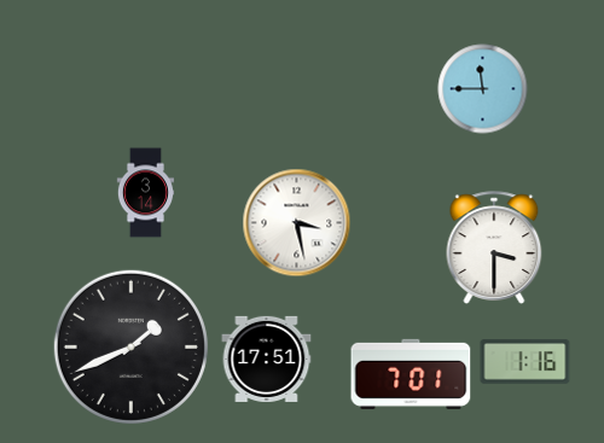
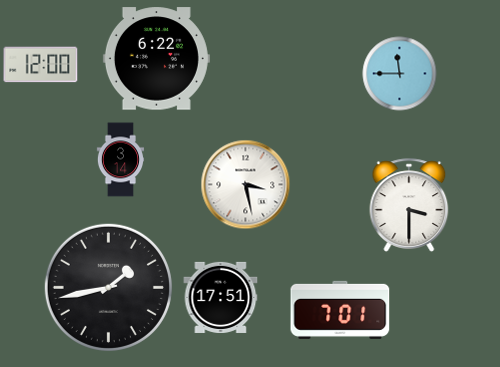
clock at (156, 59): none -> 6:22
clock at (41, 65): none -> 12:00
clock at (130, 346): 1:41 -> 1:43
clock at (525, 362): 1:16 -> none
